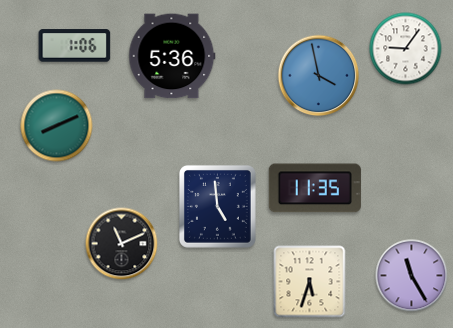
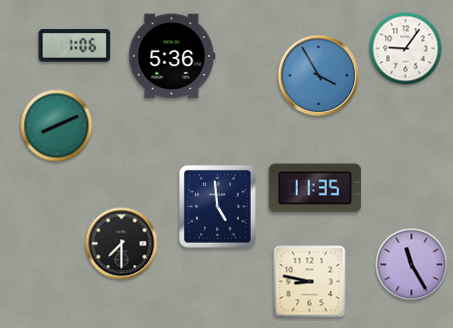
clock at (319, 76): 3:58 -> 3:55
clock at (122, 244): 11:11 -> 7:30
clock at (412, 276) position: (412, 276) -> (412, 265)
clock at (310, 282): 5:33 -> 8:47
